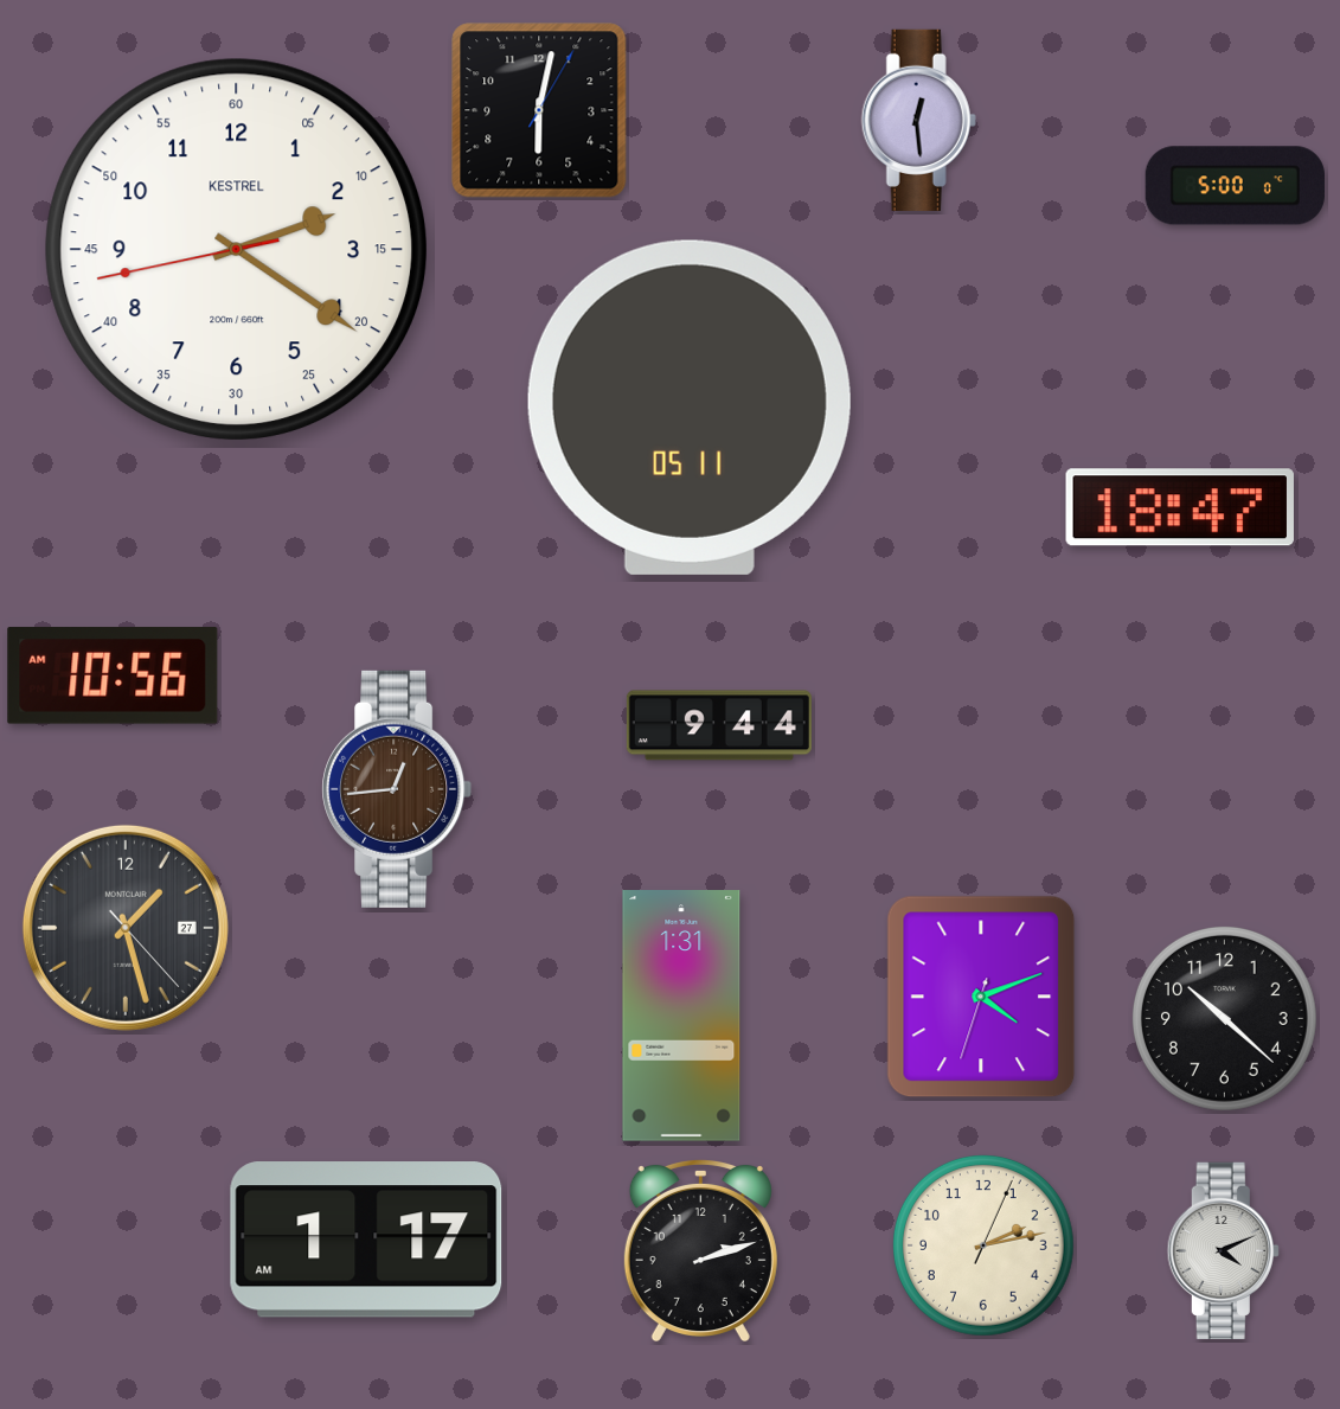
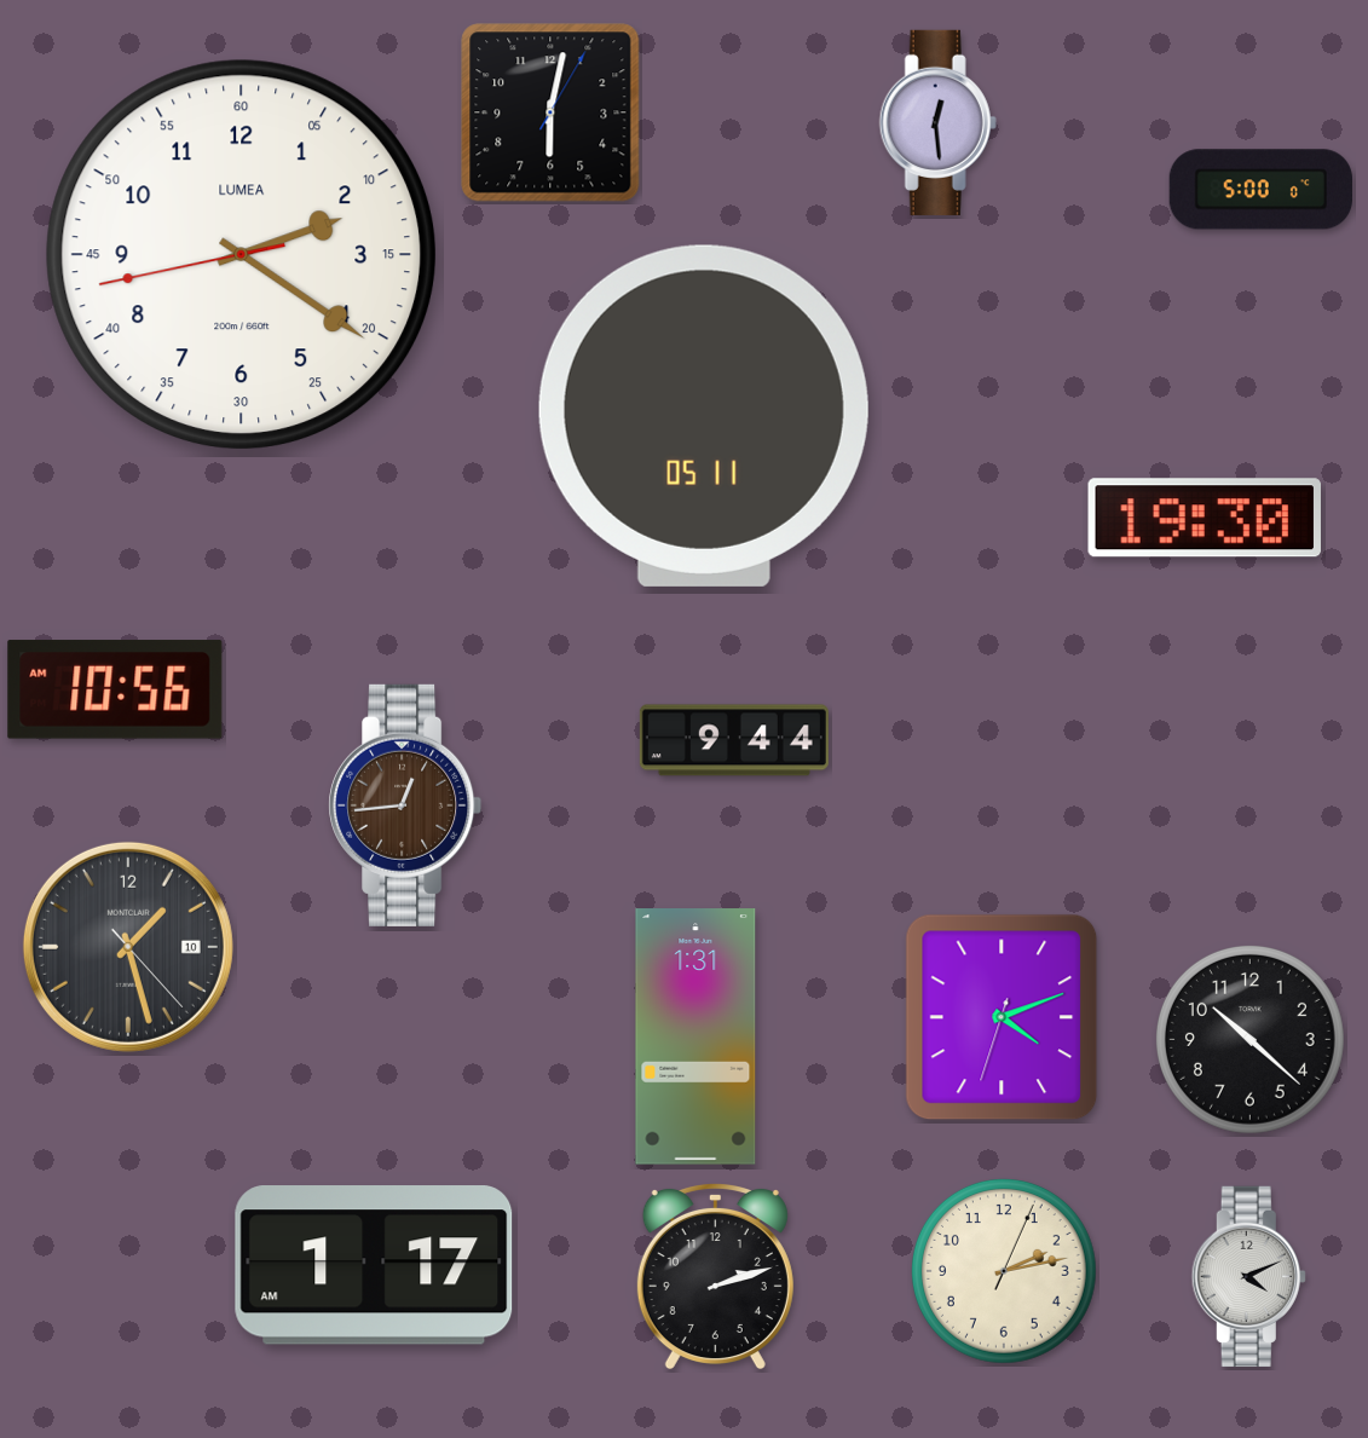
clock at (237, 250) brand: KESTREL -> LUMEA
clock at (1180, 507): 18:47 -> 19:30
clock at (126, 928) date: 27 -> 10
